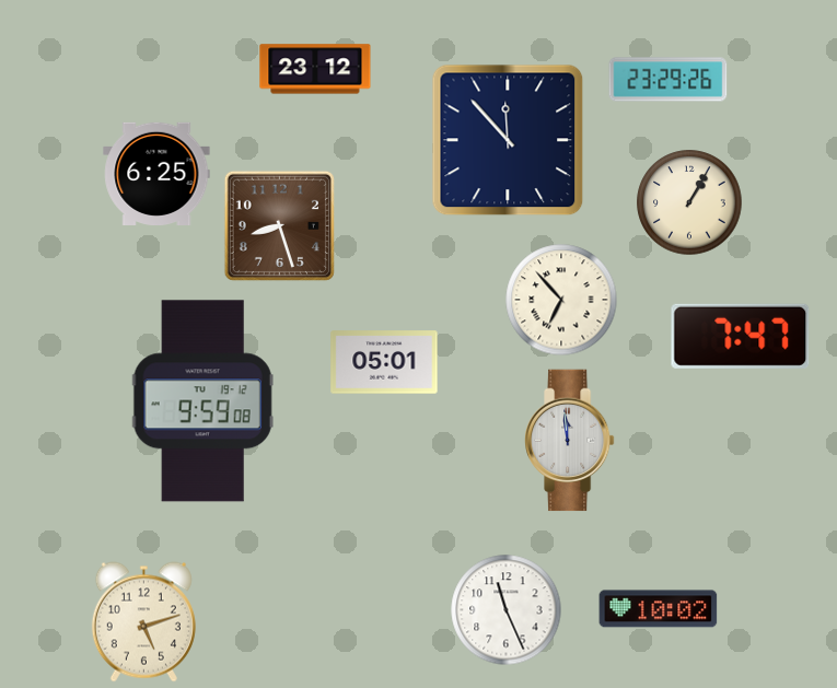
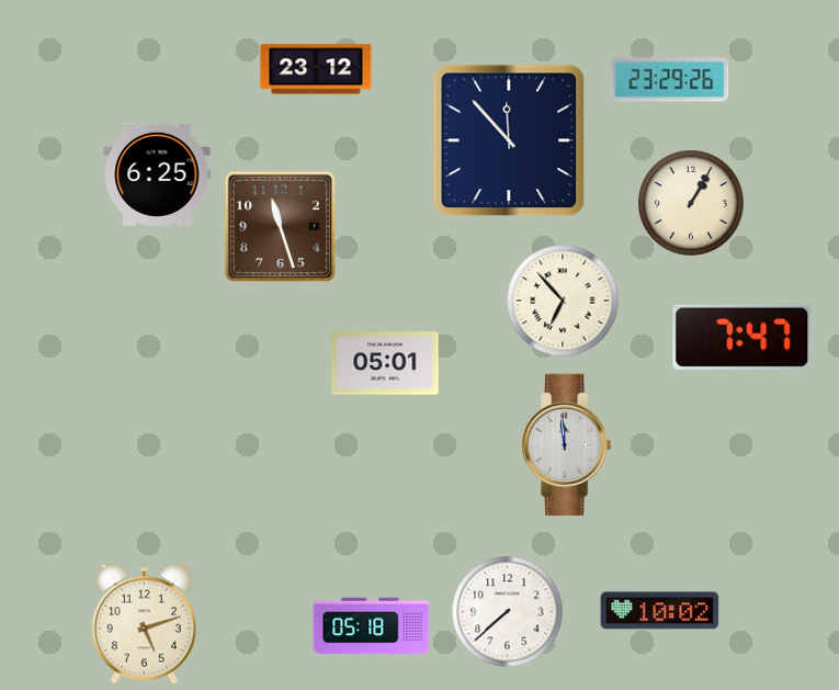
clock at (279, 225): 8:27 -> 11:27
clock at (202, 401): 9:59 -> none
clock at (569, 441) position: (569, 441) -> (566, 445)
clock at (507, 610): 11:26 -> 7:38
clock at (372, 626): none -> 05:18
